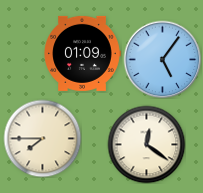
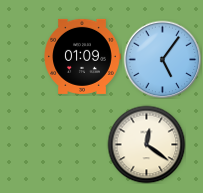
clock at (82, 53) position: (82, 53) -> (82, 56)
clock at (42, 138): 7:45 -> none
